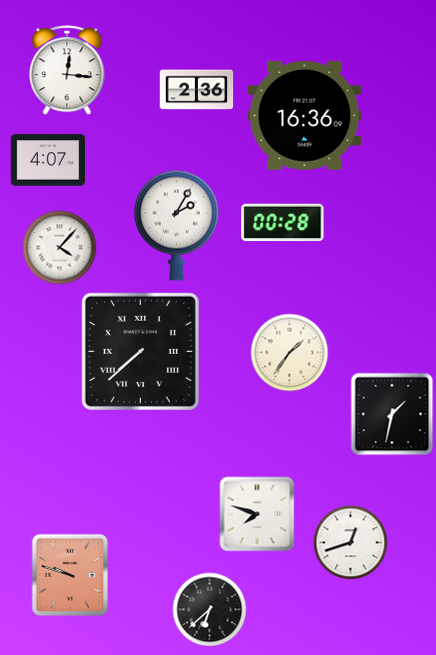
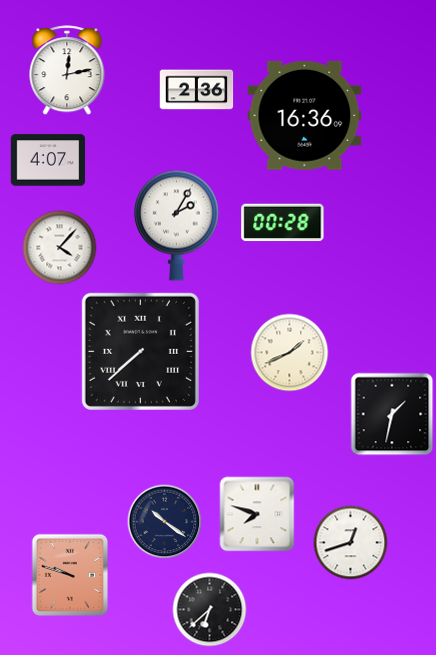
clock at (67, 71): 12:16 -> 12:13
clock at (290, 353): 1:36 -> 1:41
clock at (165, 522): none -> 10:21
